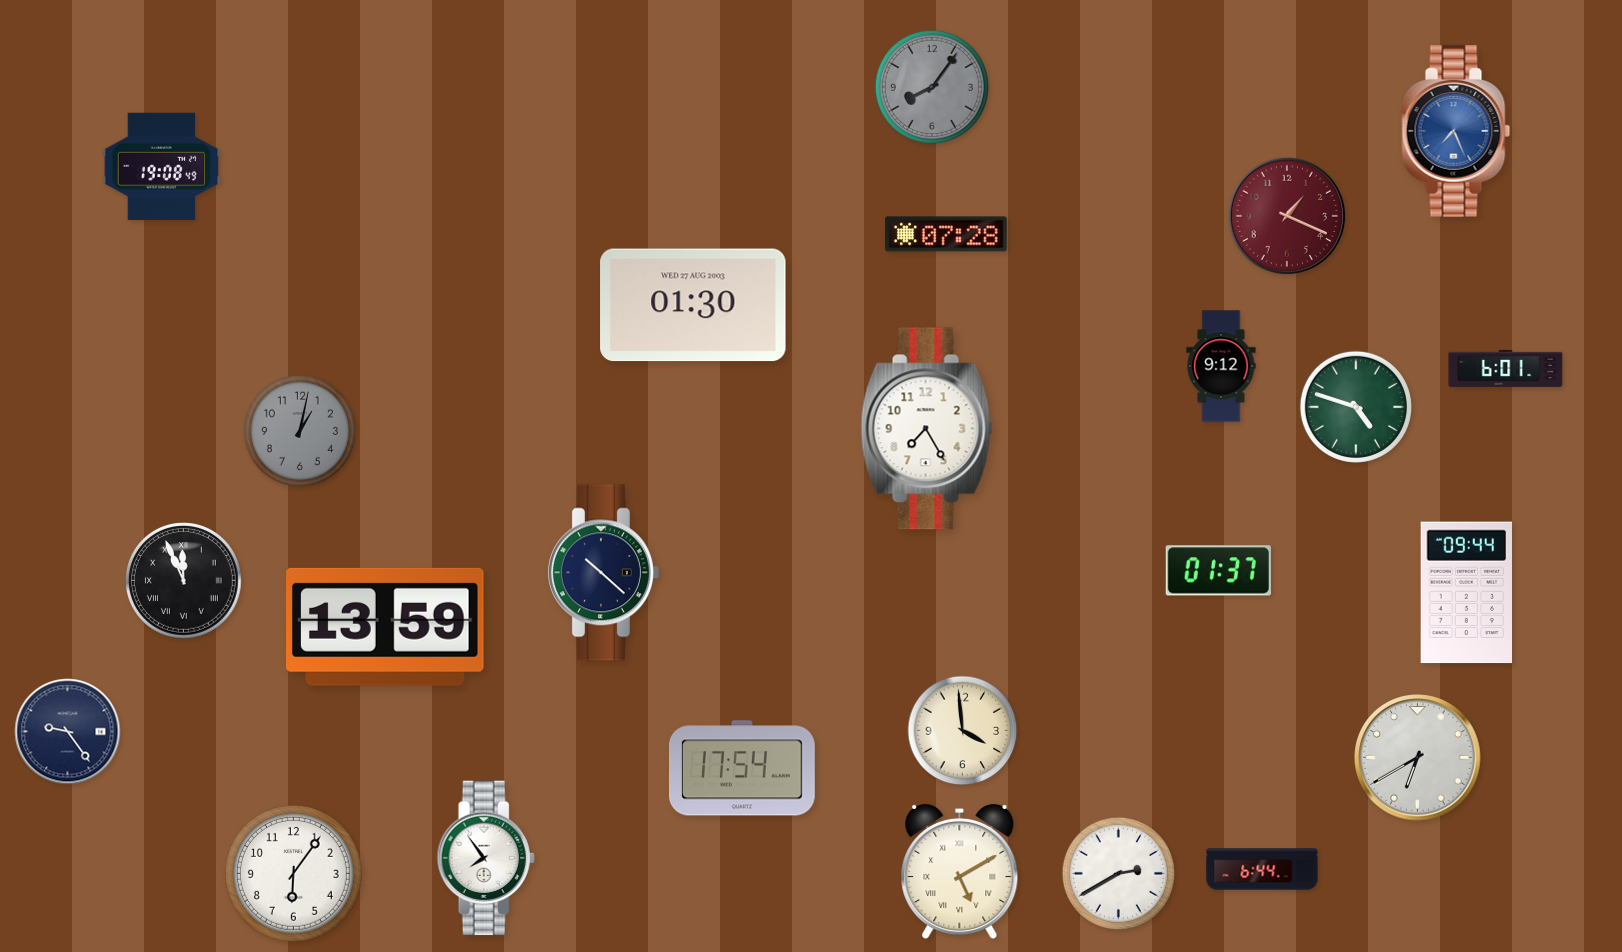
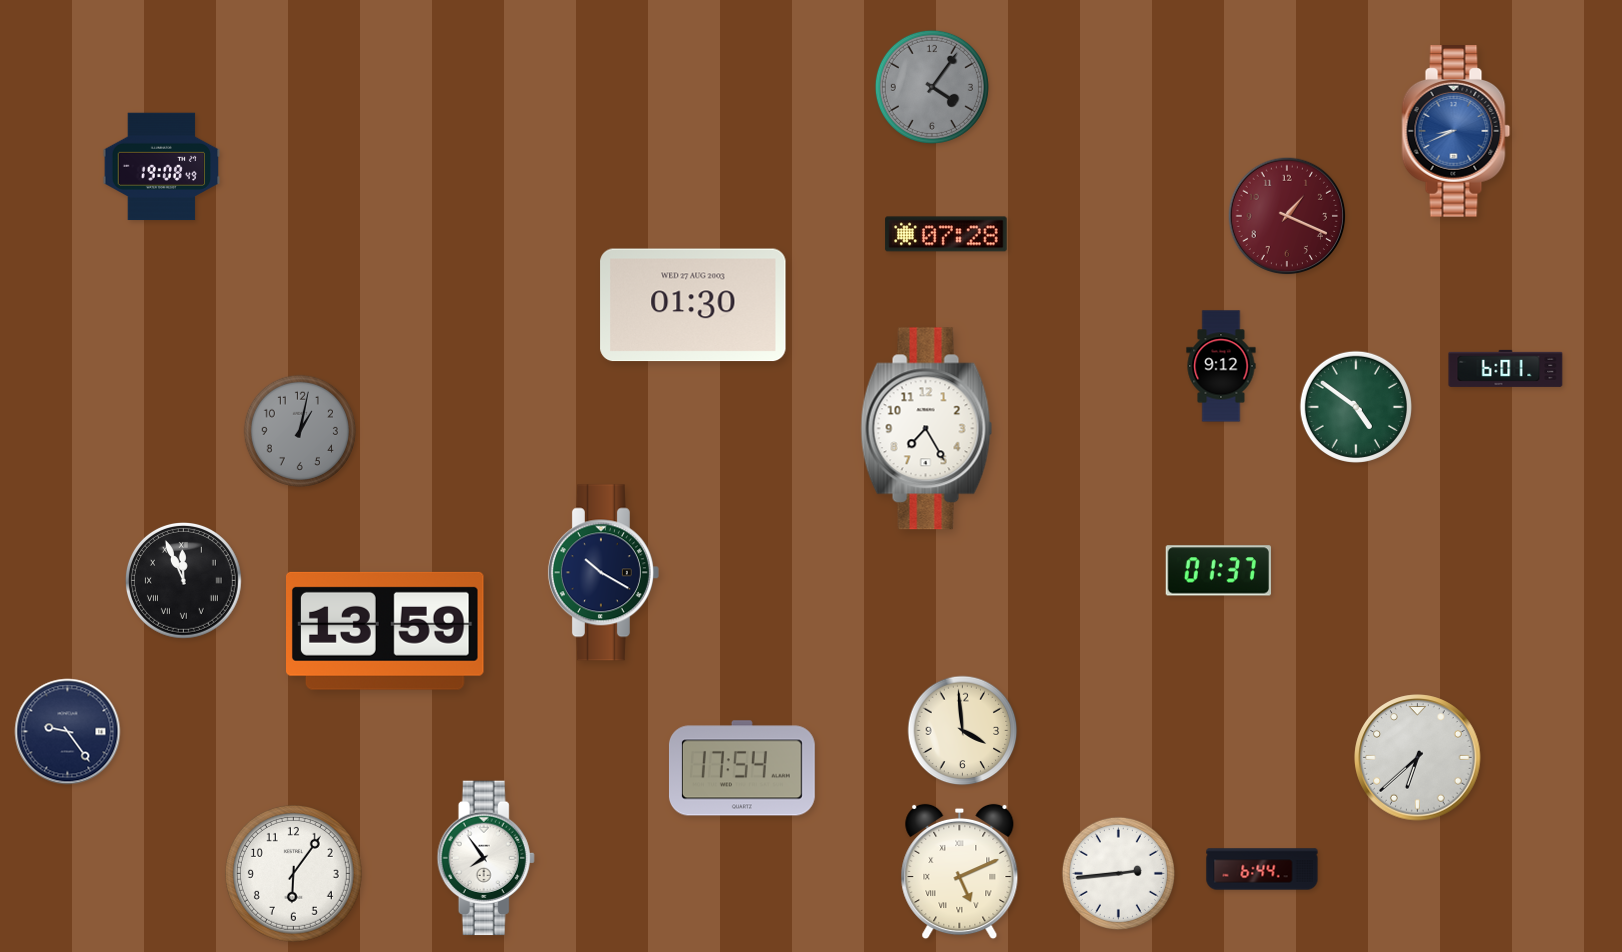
clock at (932, 87): 8:06 -> 4:06
clock at (1456, 132): 7:26 -> 8:41
clock at (1356, 407): 4:48 -> 4:51
clock at (603, 573): 10:22 -> 10:20
clock at (1466, 593): 09:44 -> none
clock at (386, 627) position: (386, 627) -> (386, 631)
clock at (1418, 758): 6:40 -> 6:38
clock at (960, 872): 5:10 -> 5:11
clock at (1118, 873): 2:40 -> 2:44
